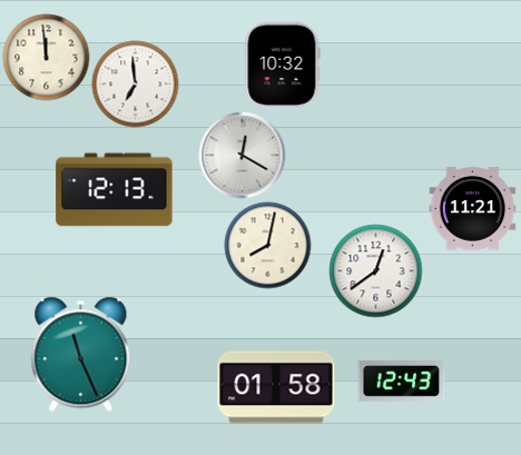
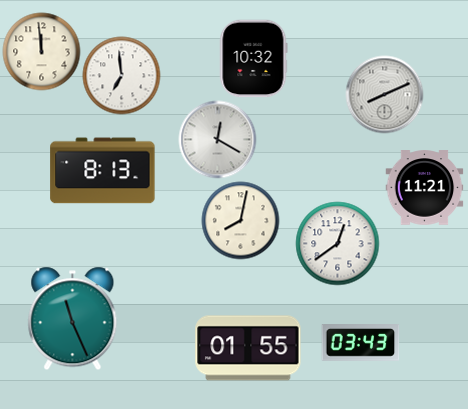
clock at (384, 94): none -> 8:11
clock at (115, 190): 12:13 -> 8:13
clock at (401, 382): 12:43 -> 03:43
clock at (276, 387): 01:58 -> 01:55
